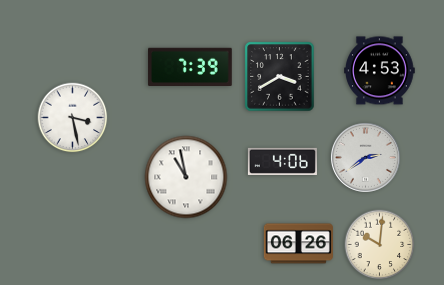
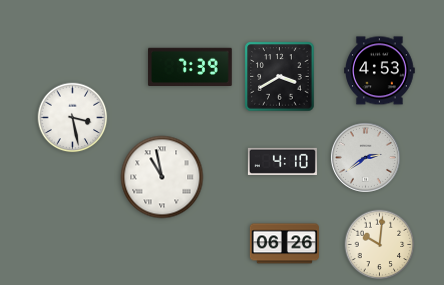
clock at (282, 161): 4:06 -> 4:10
clock at (186, 177) position: (186, 177) -> (162, 177)
clock at (298, 244) position: (298, 244) -> (284, 244)
